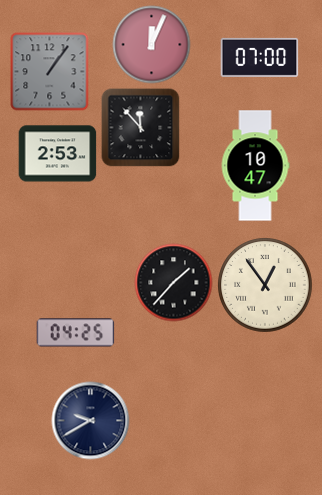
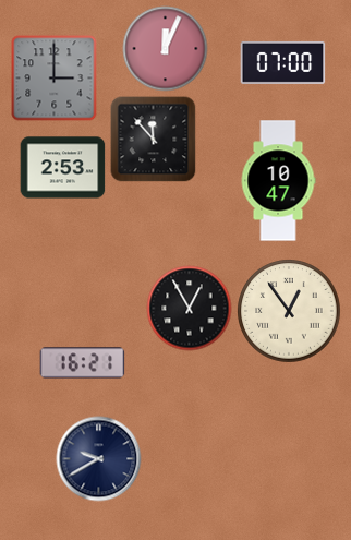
clock at (49, 71): 1:06 -> 3:00
clock at (173, 282): 1:37 -> 12:55
clock at (75, 333): 04:25 -> 16:21
